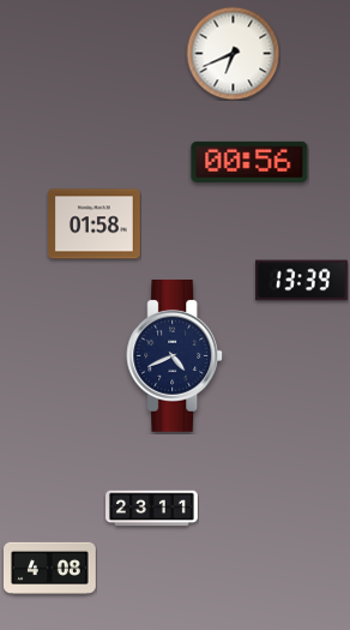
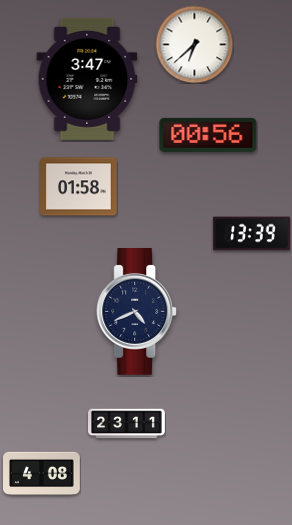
clock at (233, 53): 6:41 -> 6:38
clock at (87, 79): none -> 3:47
clock at (175, 356) position: (175, 356) -> (137, 312)
